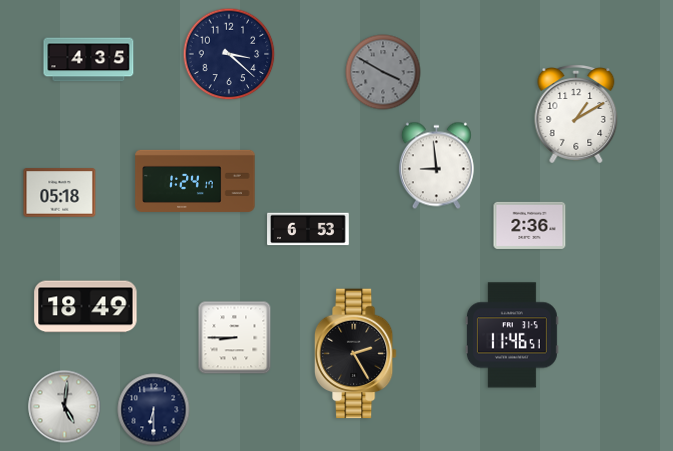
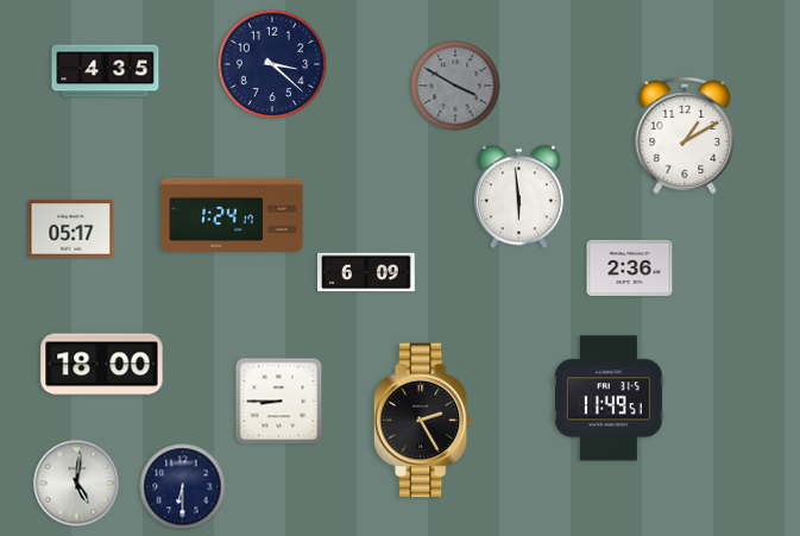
clock at (436, 166): 8:59 -> 5:59
clock at (60, 193): 05:18 -> 05:17
clock at (308, 229): 6:53 -> 6:09
clock at (86, 307): 18:49 -> 18:00
clock at (512, 335): 11:46 -> 11:49
